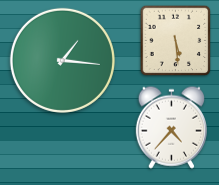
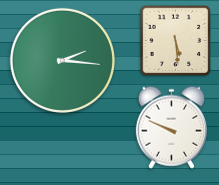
clock at (62, 60): 1:16 -> 2:16
clock at (171, 127): 4:37 -> 9:49
